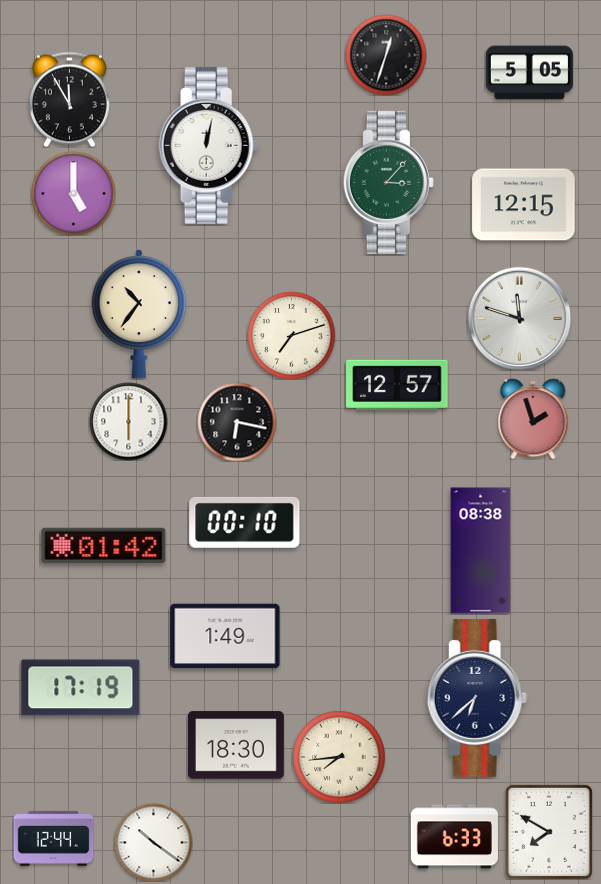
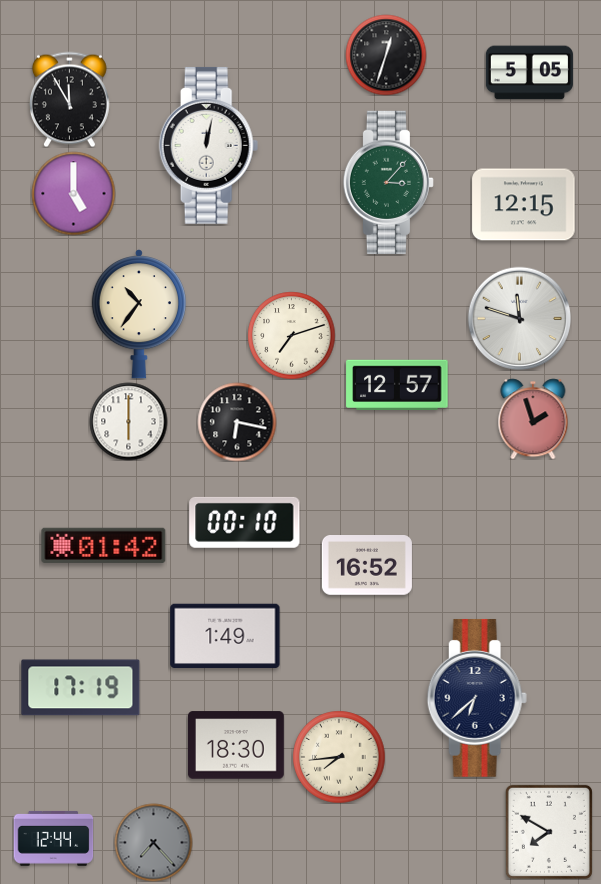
clock at (481, 551): 08:38 -> none
clock at (367, 566): none -> 16:52
clock at (454, 837): 6:33 -> none
clock at (153, 842): 10:21 -> 7:23
clock at (153, 842) dial: white -> grey
